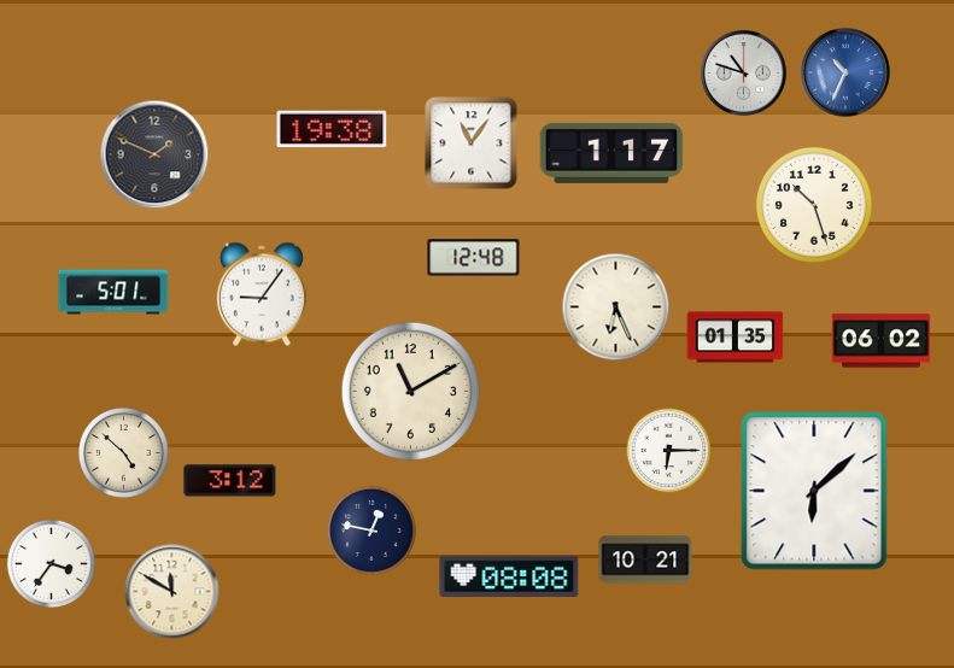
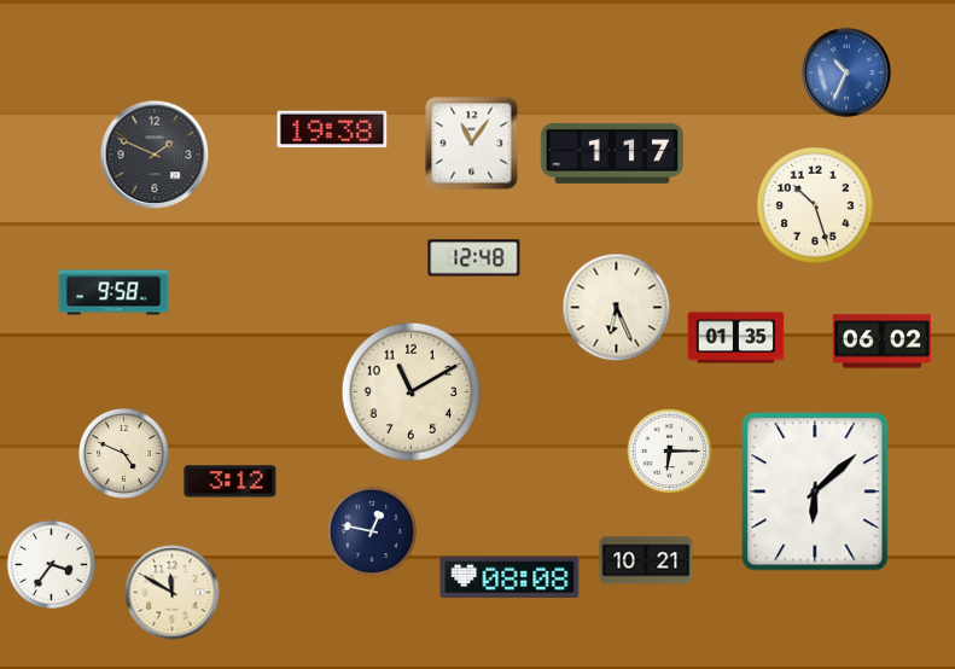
clock at (744, 74): 10:48 -> none
clock at (113, 292): 5:01 -> 9:58
clock at (262, 294): 9:06 -> none
clock at (123, 452): 4:52 -> 4:49
